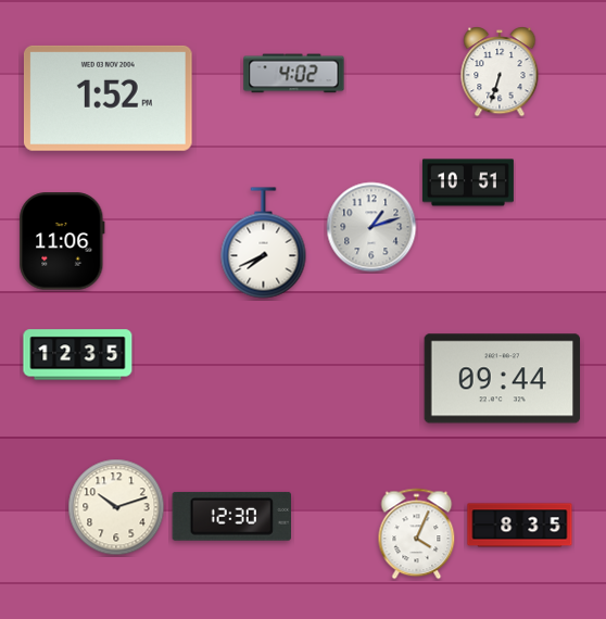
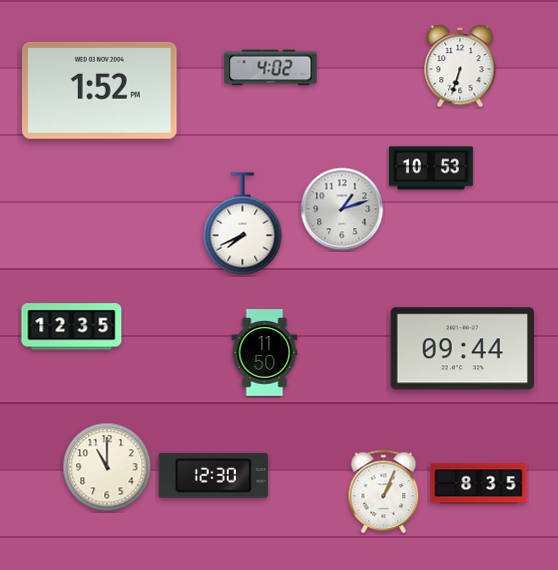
clock at (468, 182): 10:51 -> 10:53
clock at (62, 241): 11:06 -> none
clock at (265, 353): none -> 11:50
clock at (116, 507): 10:12 -> 11:00
clock at (417, 534): 4:04 -> 1:04
